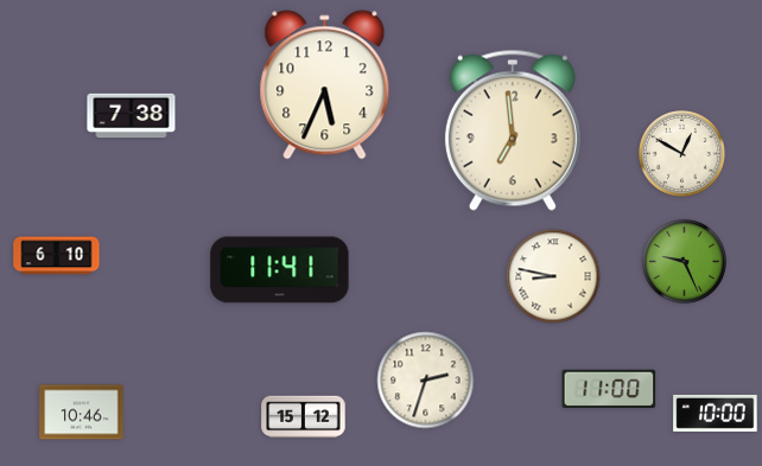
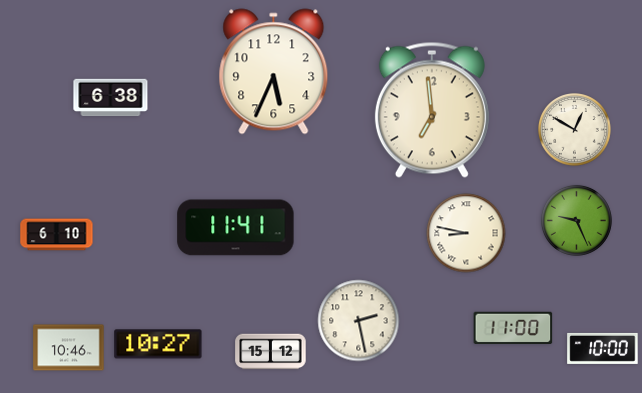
clock at (132, 116): 7:38 -> 6:38
clock at (57, 256) position: (57, 256) -> (57, 235)
clock at (426, 381): 2:33 -> 2:28
clock at (158, 344): none -> 10:27
clock at (304, 417) position: (304, 417) -> (271, 352)
